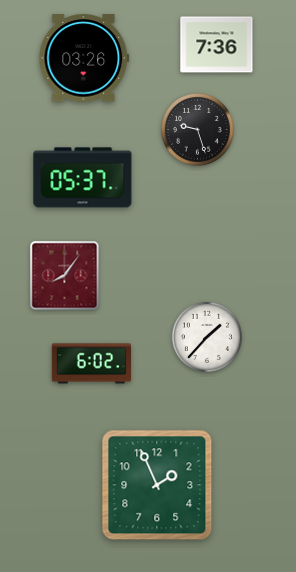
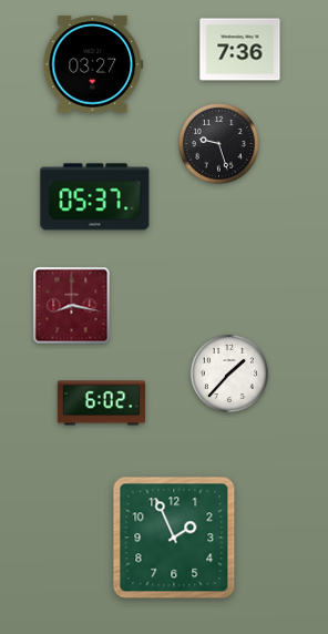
clock at (84, 58): 03:26 -> 03:27
clock at (83, 178) position: (83, 178) -> (95, 197)
clock at (65, 276): 8:06 -> 8:17
